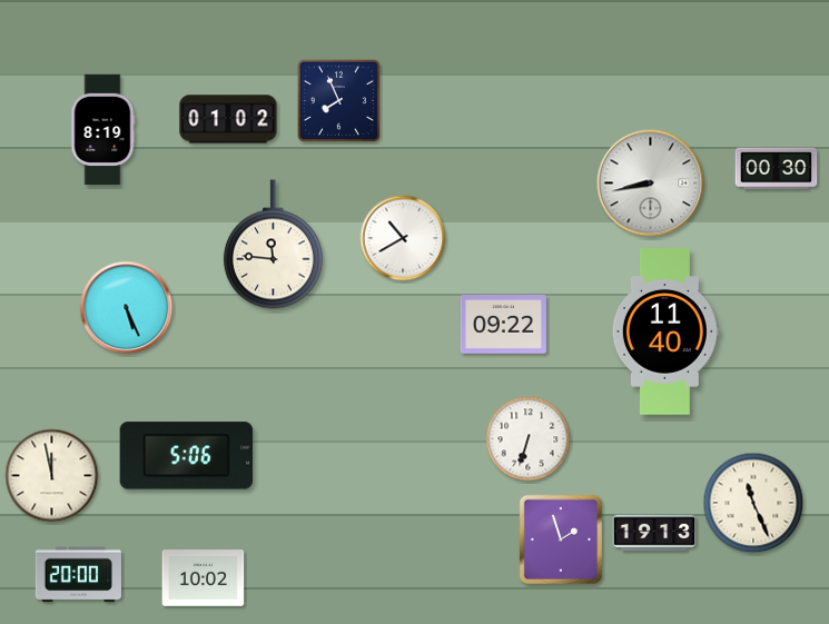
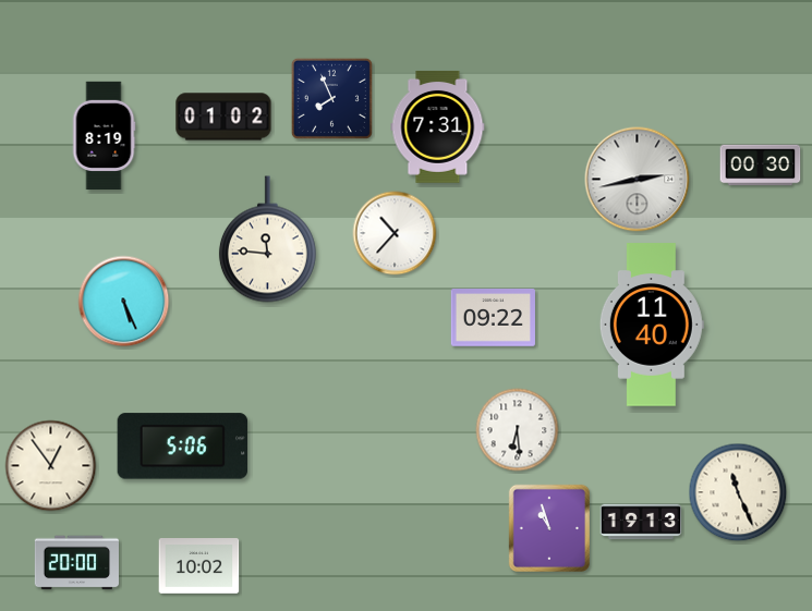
clock at (102, 129) position: (102, 129) -> (104, 135)
clock at (438, 126): none -> 7:31
clock at (651, 184): 8:43 -> 2:43
clock at (403, 238): 10:40 -> 10:37
clock at (529, 439): 6:33 -> 6:29
clock at (52, 476): 11:58 -> 12:54
clock at (560, 538): 1:57 -> 10:57
